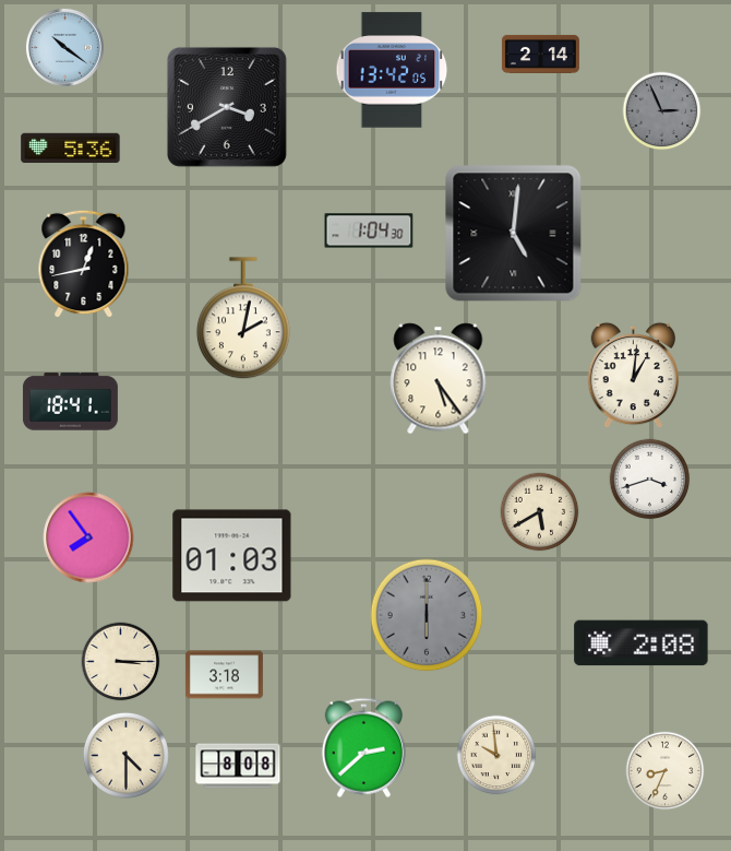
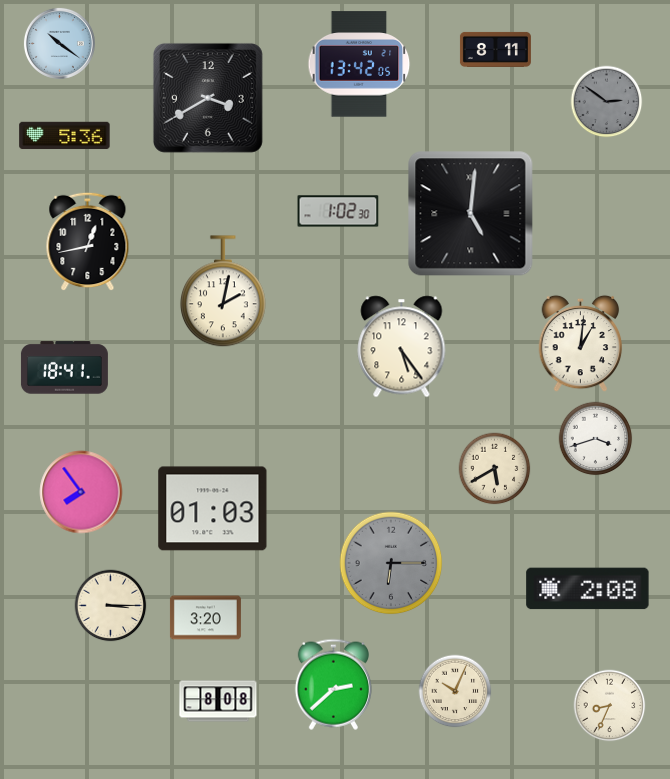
clock at (540, 54): 2:14 -> 8:11
clock at (662, 111): 2:56 -> 2:51
clock at (369, 231): 1:04 -> 1:02
clock at (84, 264) position: (84, 264) -> (88, 242)
clock at (427, 615): 6:00 -> 6:15
clock at (224, 675): 3:18 -> 3:20
clock at (125, 755): 4:30 -> none
clock at (496, 755): 9:59 -> 10:04
